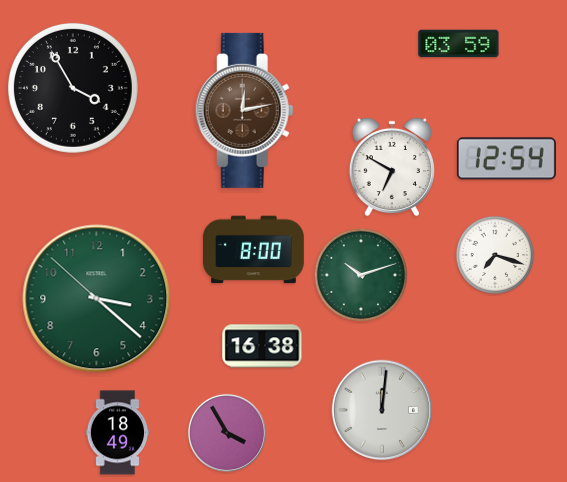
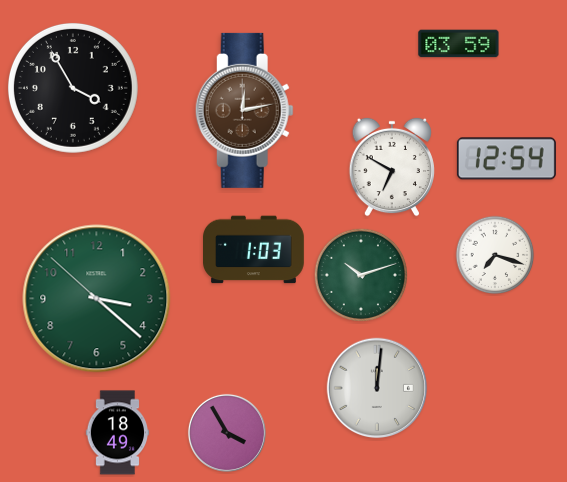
clock at (254, 250): 8:00 -> 1:03
clock at (262, 346): 16:38 -> none
clock at (382, 410) position: (382, 410) -> (377, 388)
